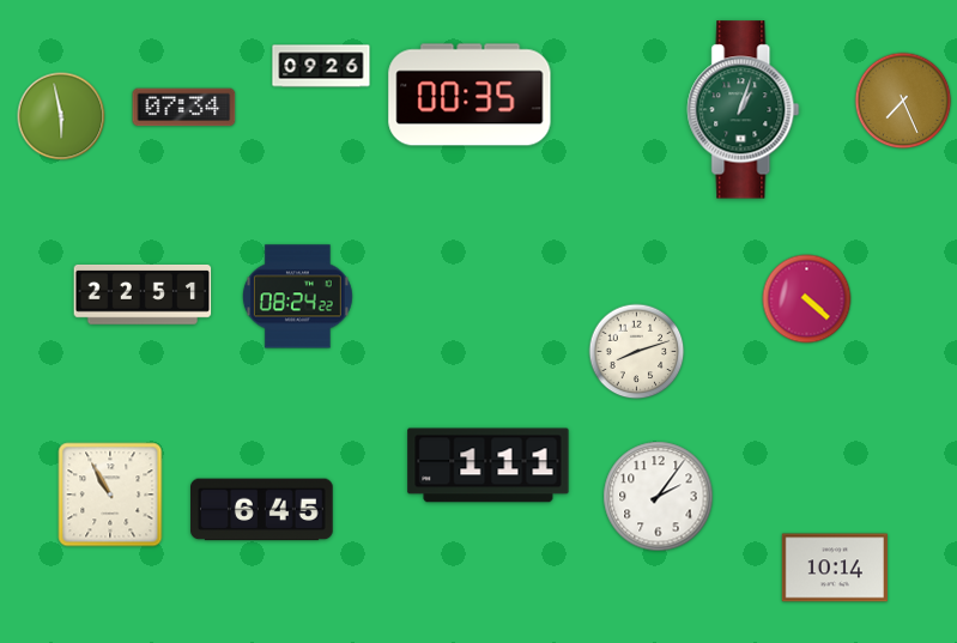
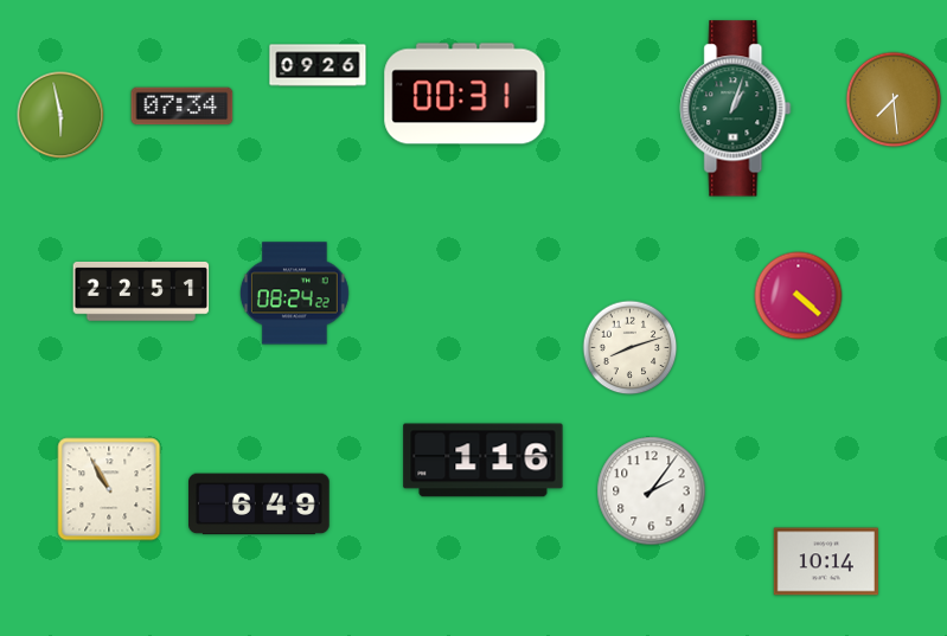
clock at (470, 95): 00:35 -> 00:31
clock at (903, 101): 7:26 -> 7:29
clock at (489, 466): 1:11 -> 1:16
clock at (262, 510): 6:45 -> 6:49
